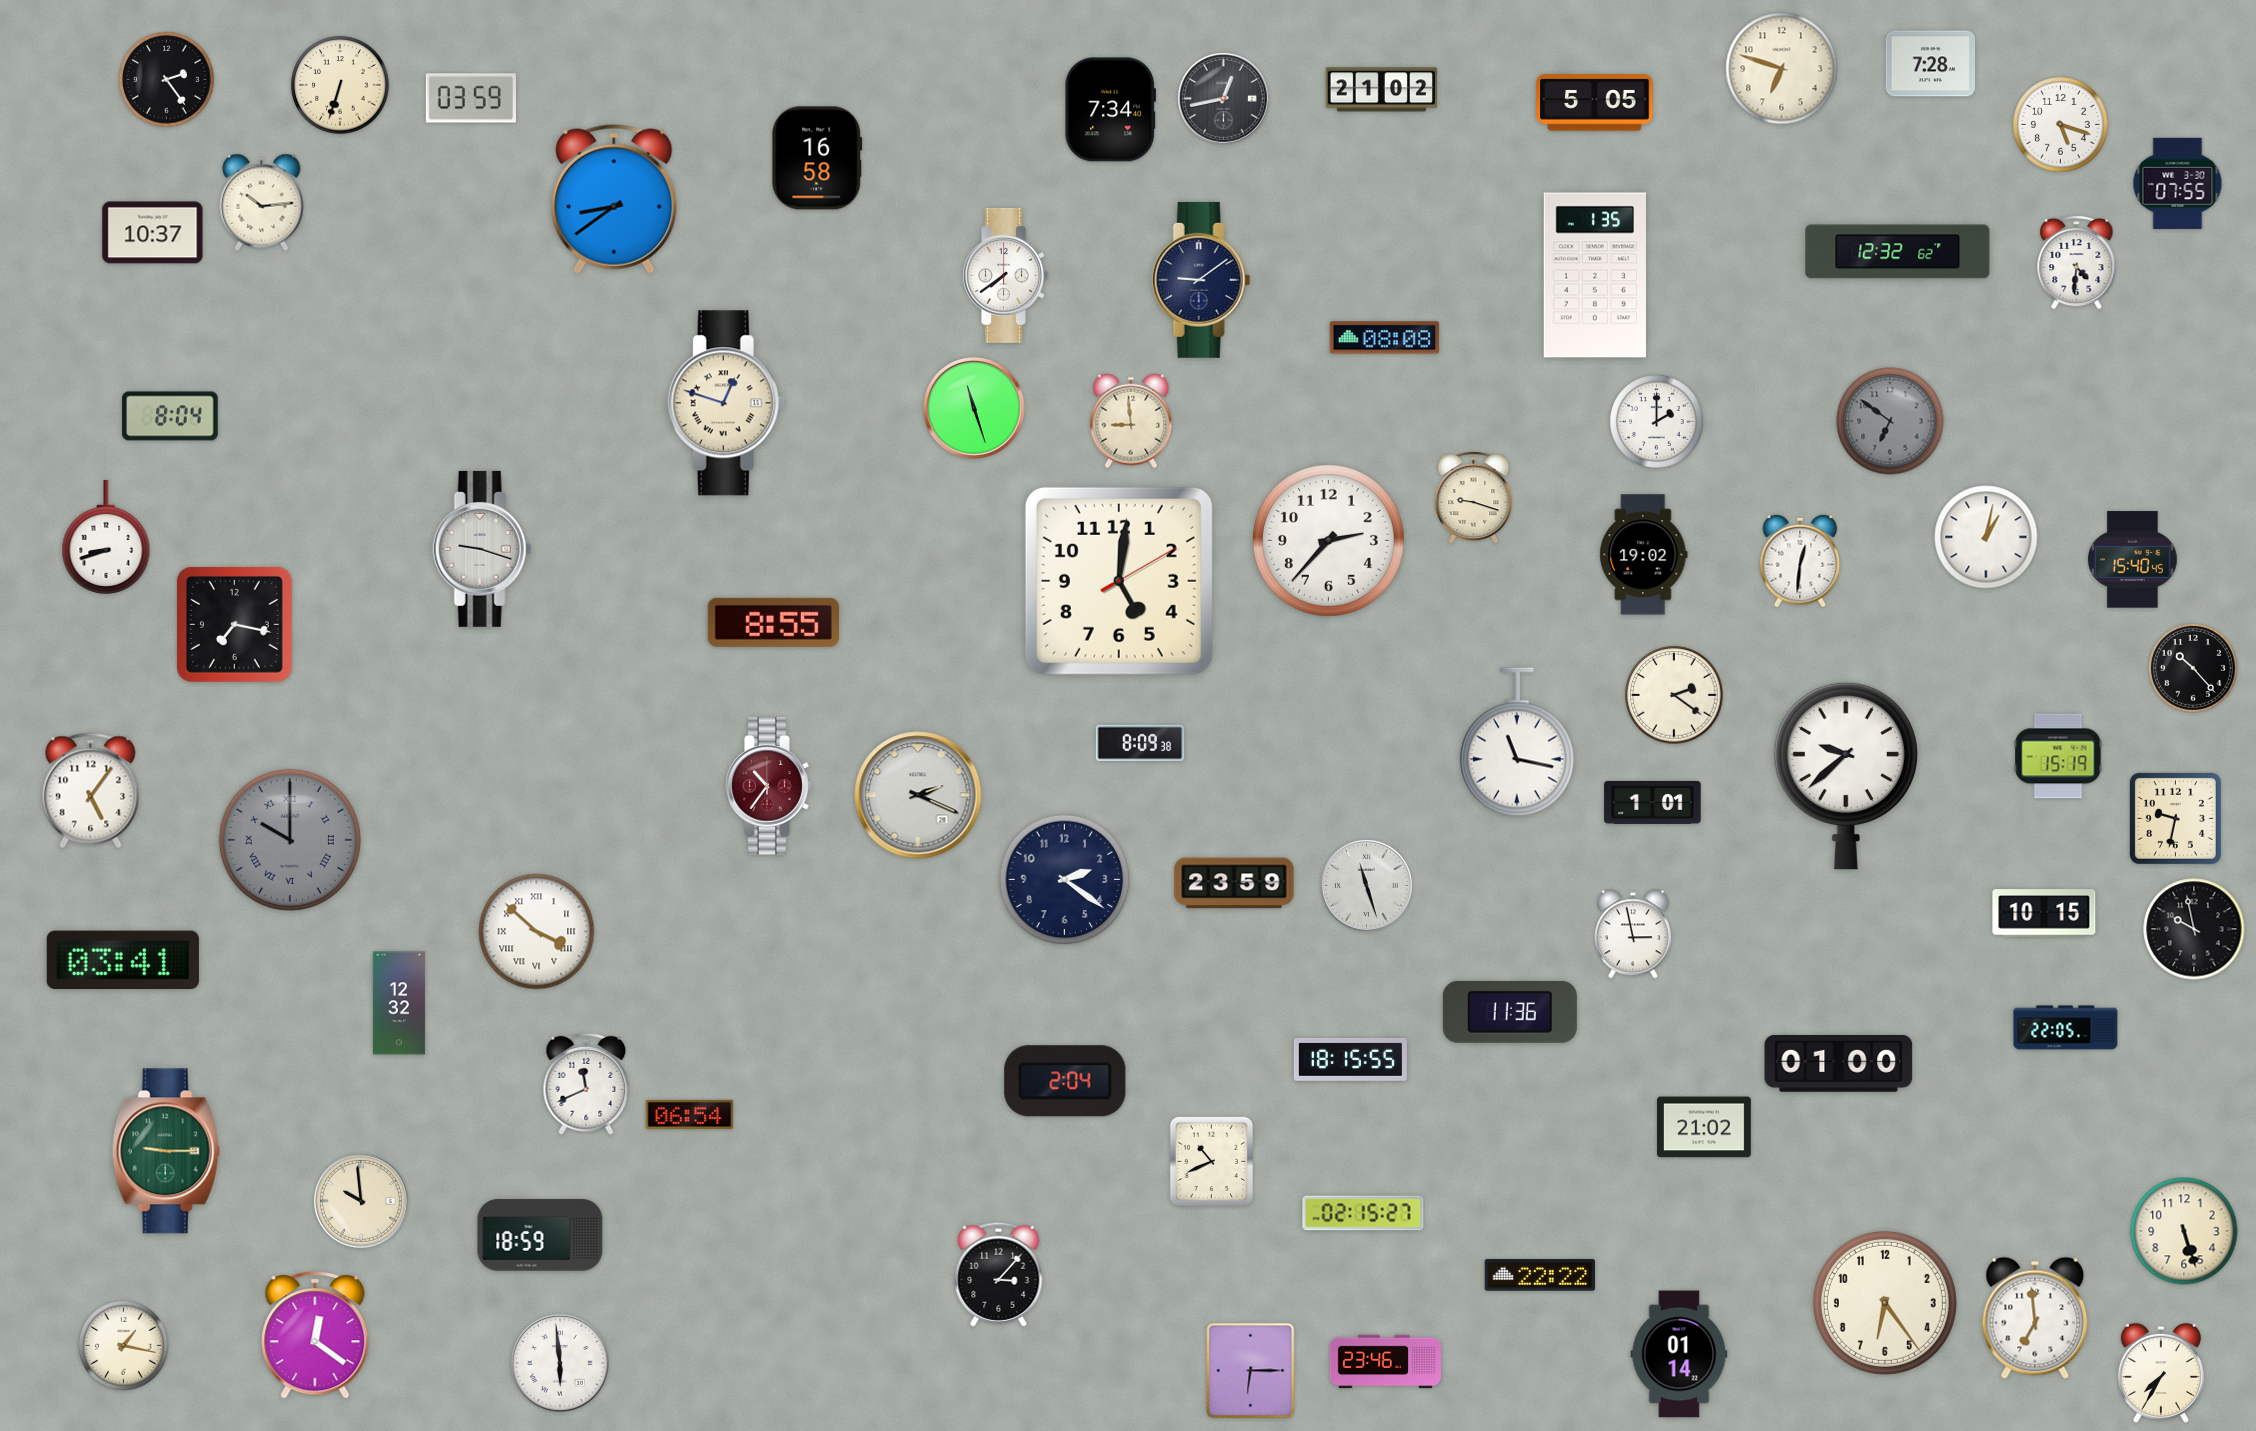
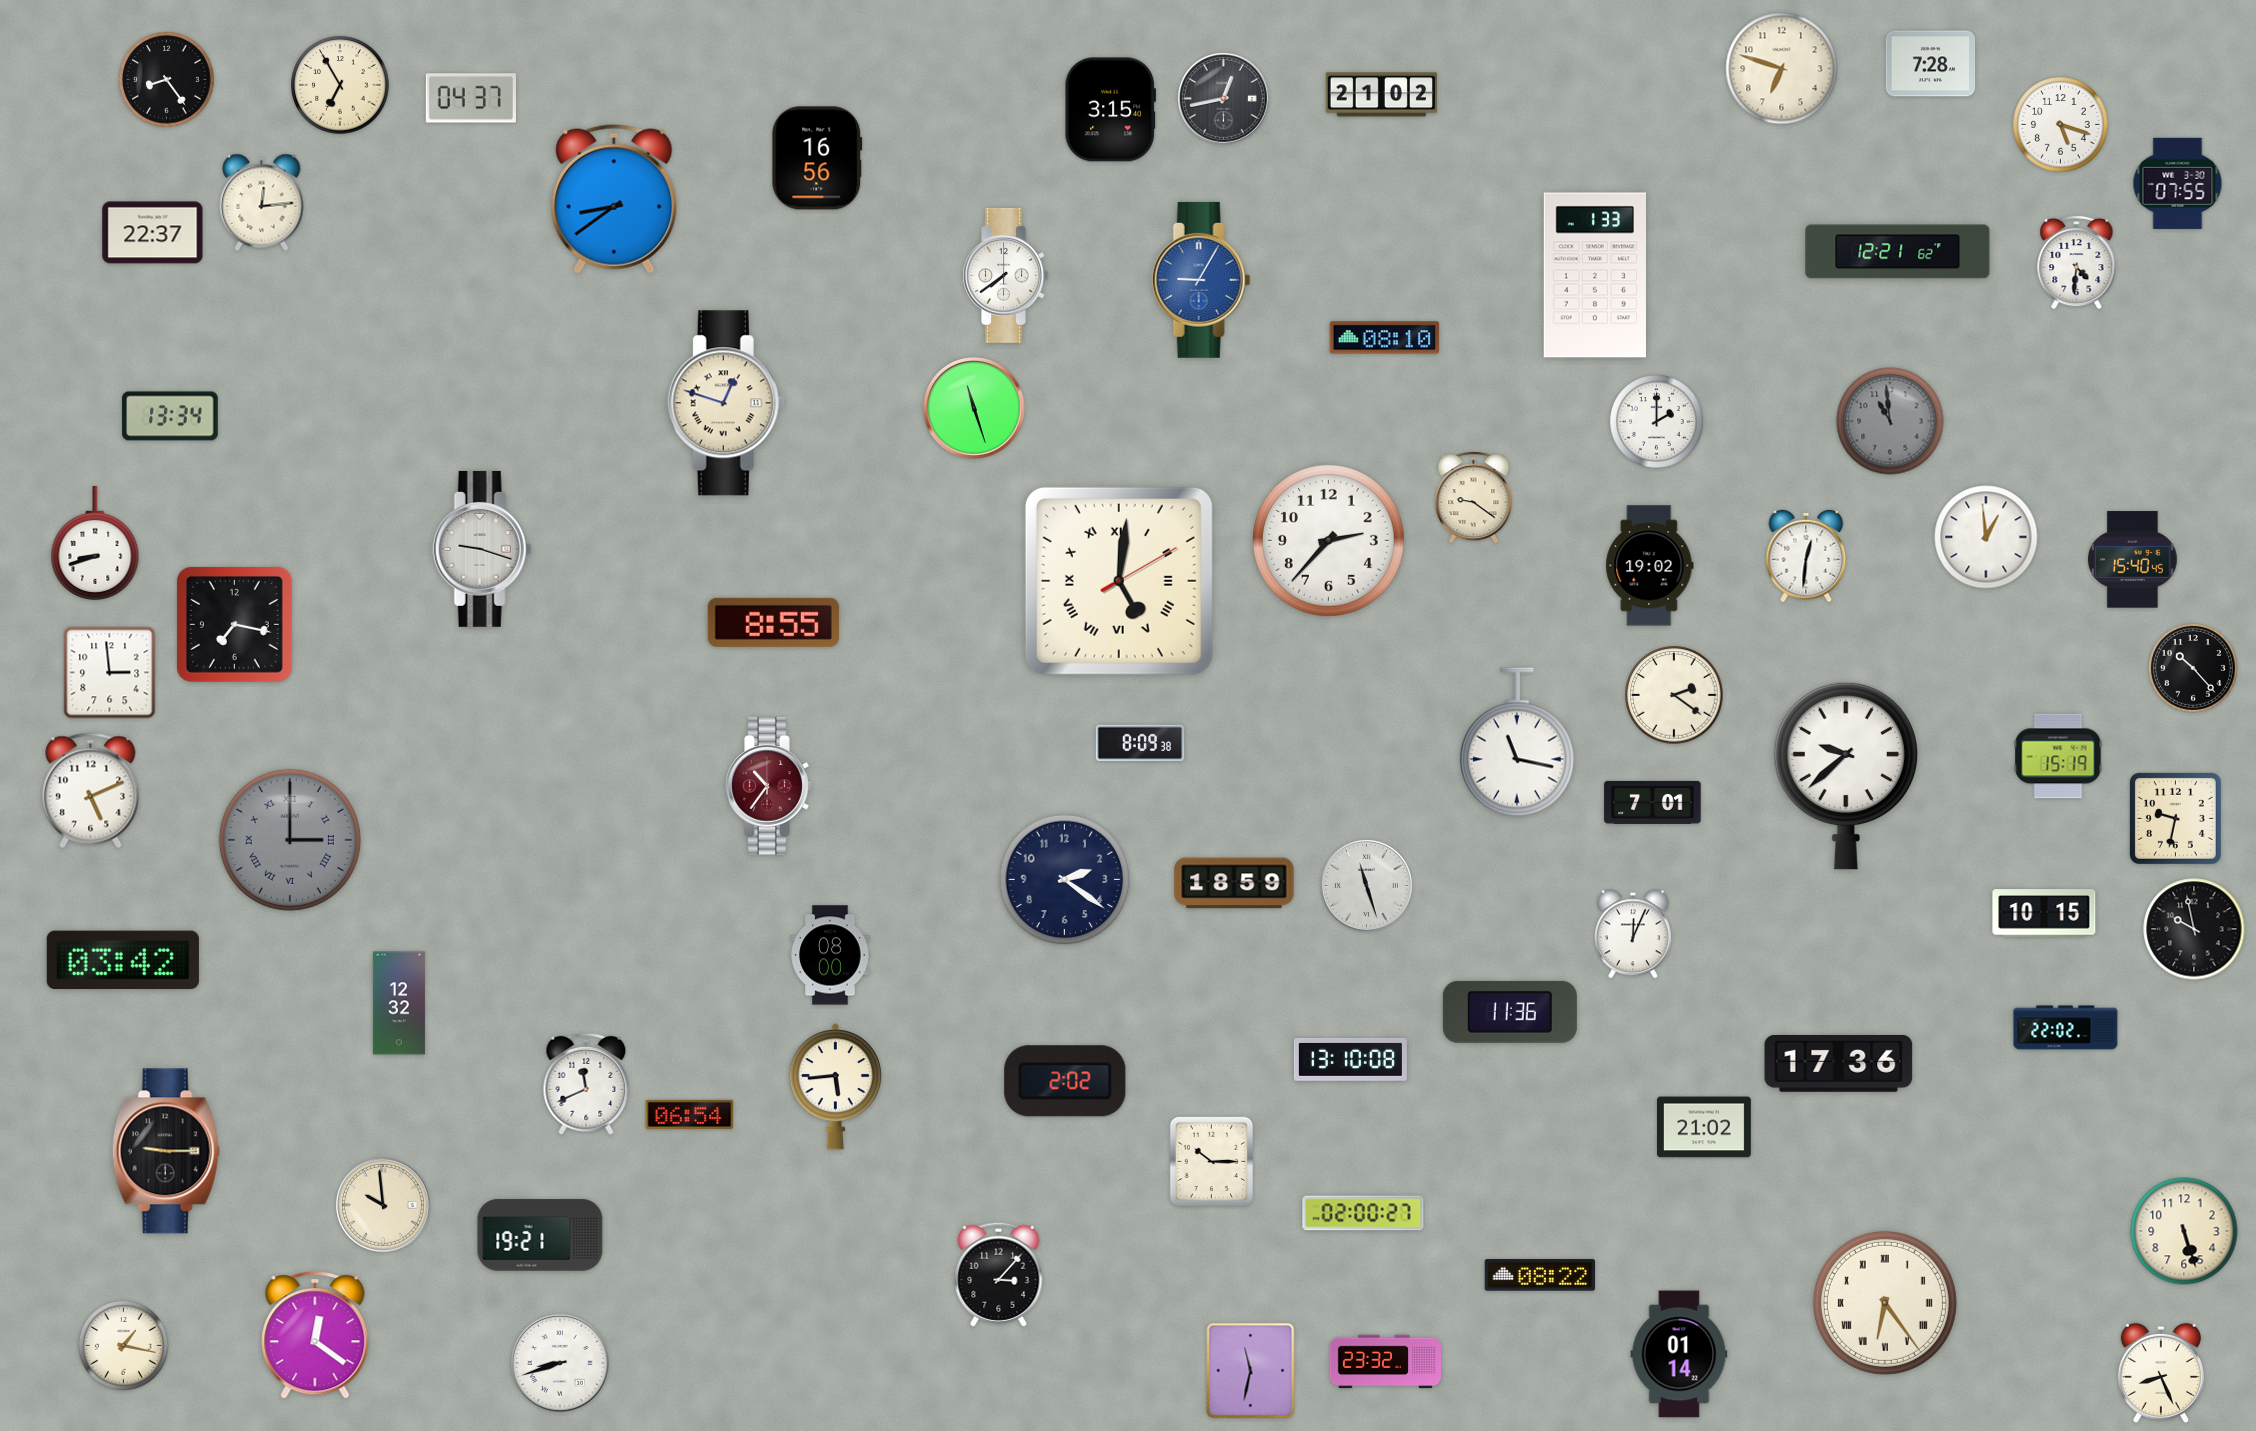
clock at (167, 80): 2:24 -> 8:24
clock at (340, 85): 6:33 -> 6:55
clock at (1381, 90) position: (1381, 90) -> (1381, 95)
clock at (470, 98): 03:59 -> 04:37
clock at (1595, 103): 5:05 -> none
clock at (1110, 110): 7:34 -> 3:15
clock at (817, 158): 16:58 -> 16:56
clock at (262, 202): 10:14 -> 12:14
clock at (153, 233): 10:37 -> 22:37
clock at (1898, 252): 12:32 -> 12:21
clock at (1595, 275): 1:35 -> 1:33
clock at (1201, 280): 9:09 -> 9:05
clock at (1201, 280) dial: navy -> blue
clock at (1385, 338): 08:08 -> 08:10
clock at (170, 416): 8:04 -> 13:34
clock at (1131, 421): 8:59 -> none
clock at (1890, 421): 6:51 -> 10:59
clock at (1474, 498): 9:18 -> 9:21
clock at (106, 537) position: (106, 537) -> (95, 543)
clock at (1986, 537): 1:02 -> 12:59
clock at (1644, 555) position: (1644, 555) -> (1650, 566)
clock at (1800, 561) position: (1800, 561) -> (1806, 556)
clock at (1119, 581) numerals: Arabic -> Roman
clock at (110, 673): none -> 2:59
clock at (91, 791): 5:06 -> 5:11
clock at (918, 795): 2:19 -> none
clock at (1653, 802): 1:01 -> 7:01
clock at (290, 840): 10:00 -> 3:00
clock at (1234, 883): 23:59 -> 18:59
clock at (537, 932): 3:52 -> none
clock at (1633, 934): 2:58 -> 12:04
clock at (830, 955): none -> 08:00
clock at (123, 959): 03:41 -> 03:42
clock at (2066, 1028): 22:05 -> 22:02
clock at (1350, 1059): 18:15 -> 13:10
clock at (1839, 1063): 01:00 -> 17:36
clock at (1065, 1081): 2:04 -> 2:02
clock at (835, 1087): none -> 5:44
clock at (166, 1151) dial: green -> black
clock at (1212, 1162): 10:41 -> 10:15
clock at (362, 1202) position: (362, 1202) -> (384, 1206)
clock at (1363, 1213): 02:15 -> 02:00
clock at (540, 1235): 18:59 -> 19:21
clock at (1539, 1275): 22:22 -> 08:22
clock at (1885, 1303) numerals: Arabic -> Roman
clock at (2035, 1318): 6:59 -> none
clock at (1385, 1362): 23:46 -> 23:32
clock at (561, 1364): 5:59 -> 8:42
clock at (1251, 1371): 6:15 -> 11:32
clock at (2161, 1373): 7:35 -> 8:26
